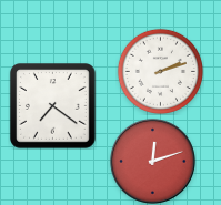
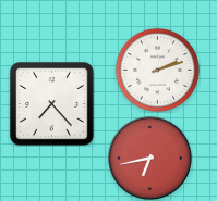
clock at (53, 106): 7:21 -> 7:23
clock at (153, 162): 12:12 -> 6:43
